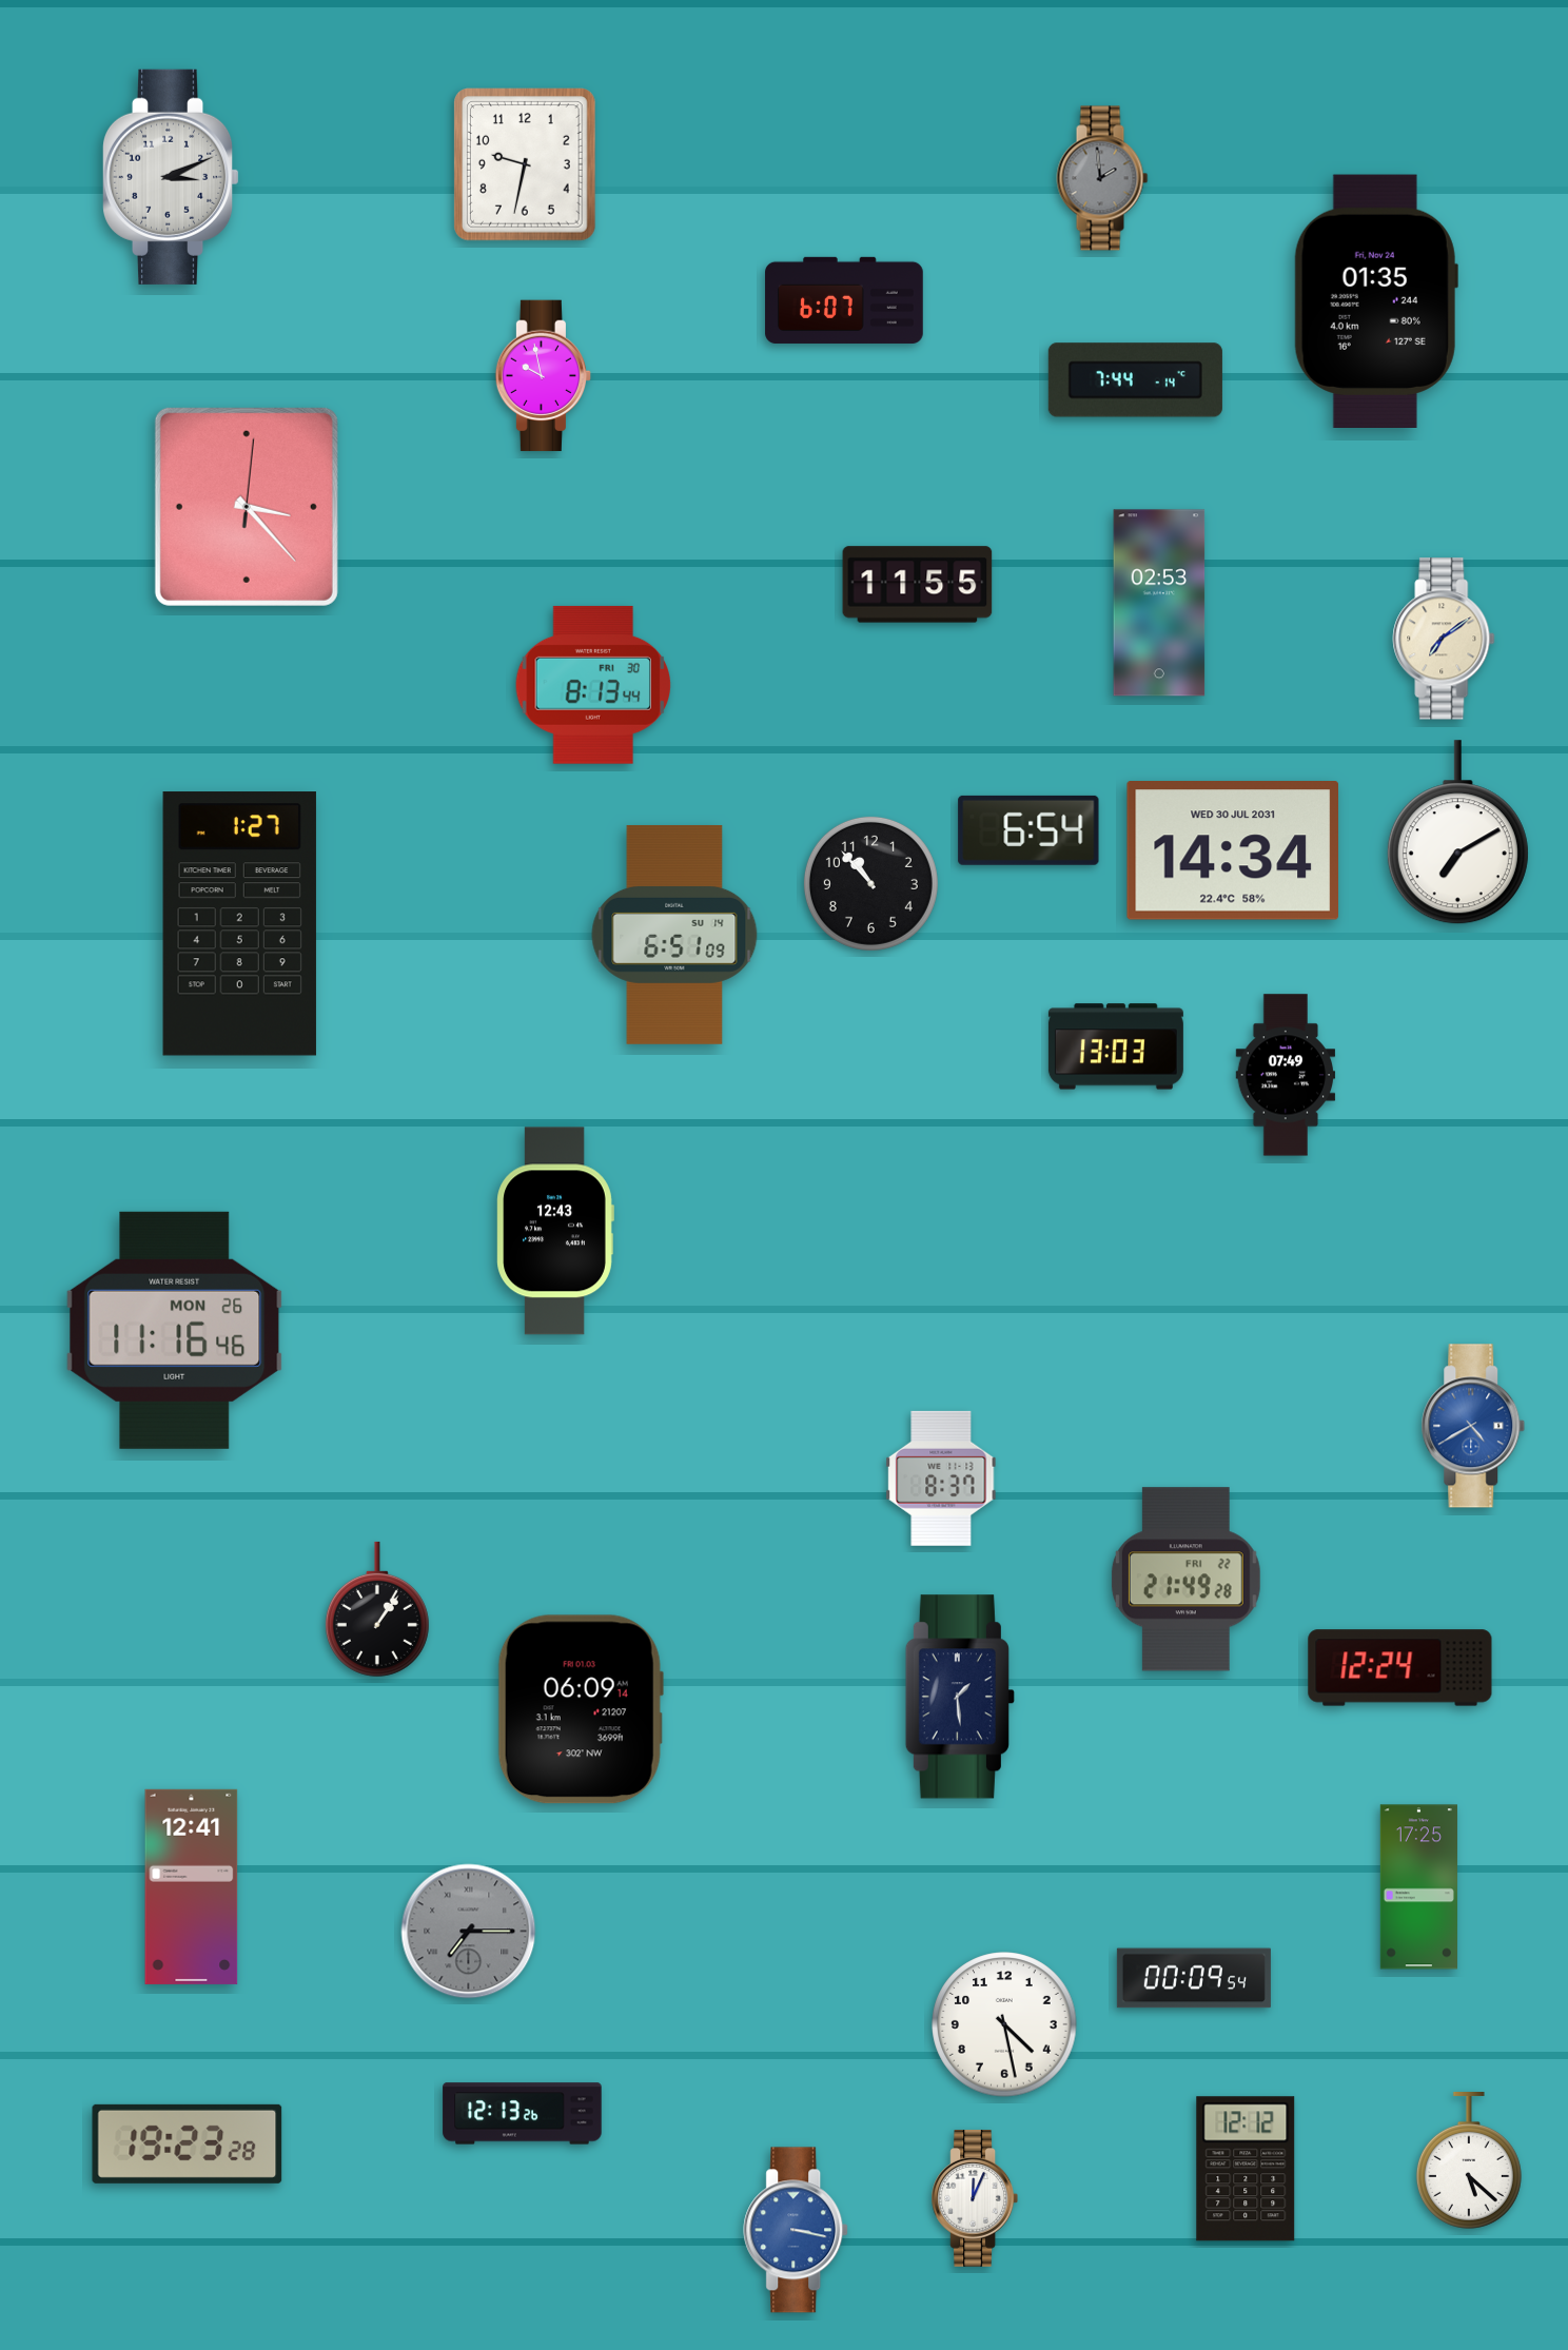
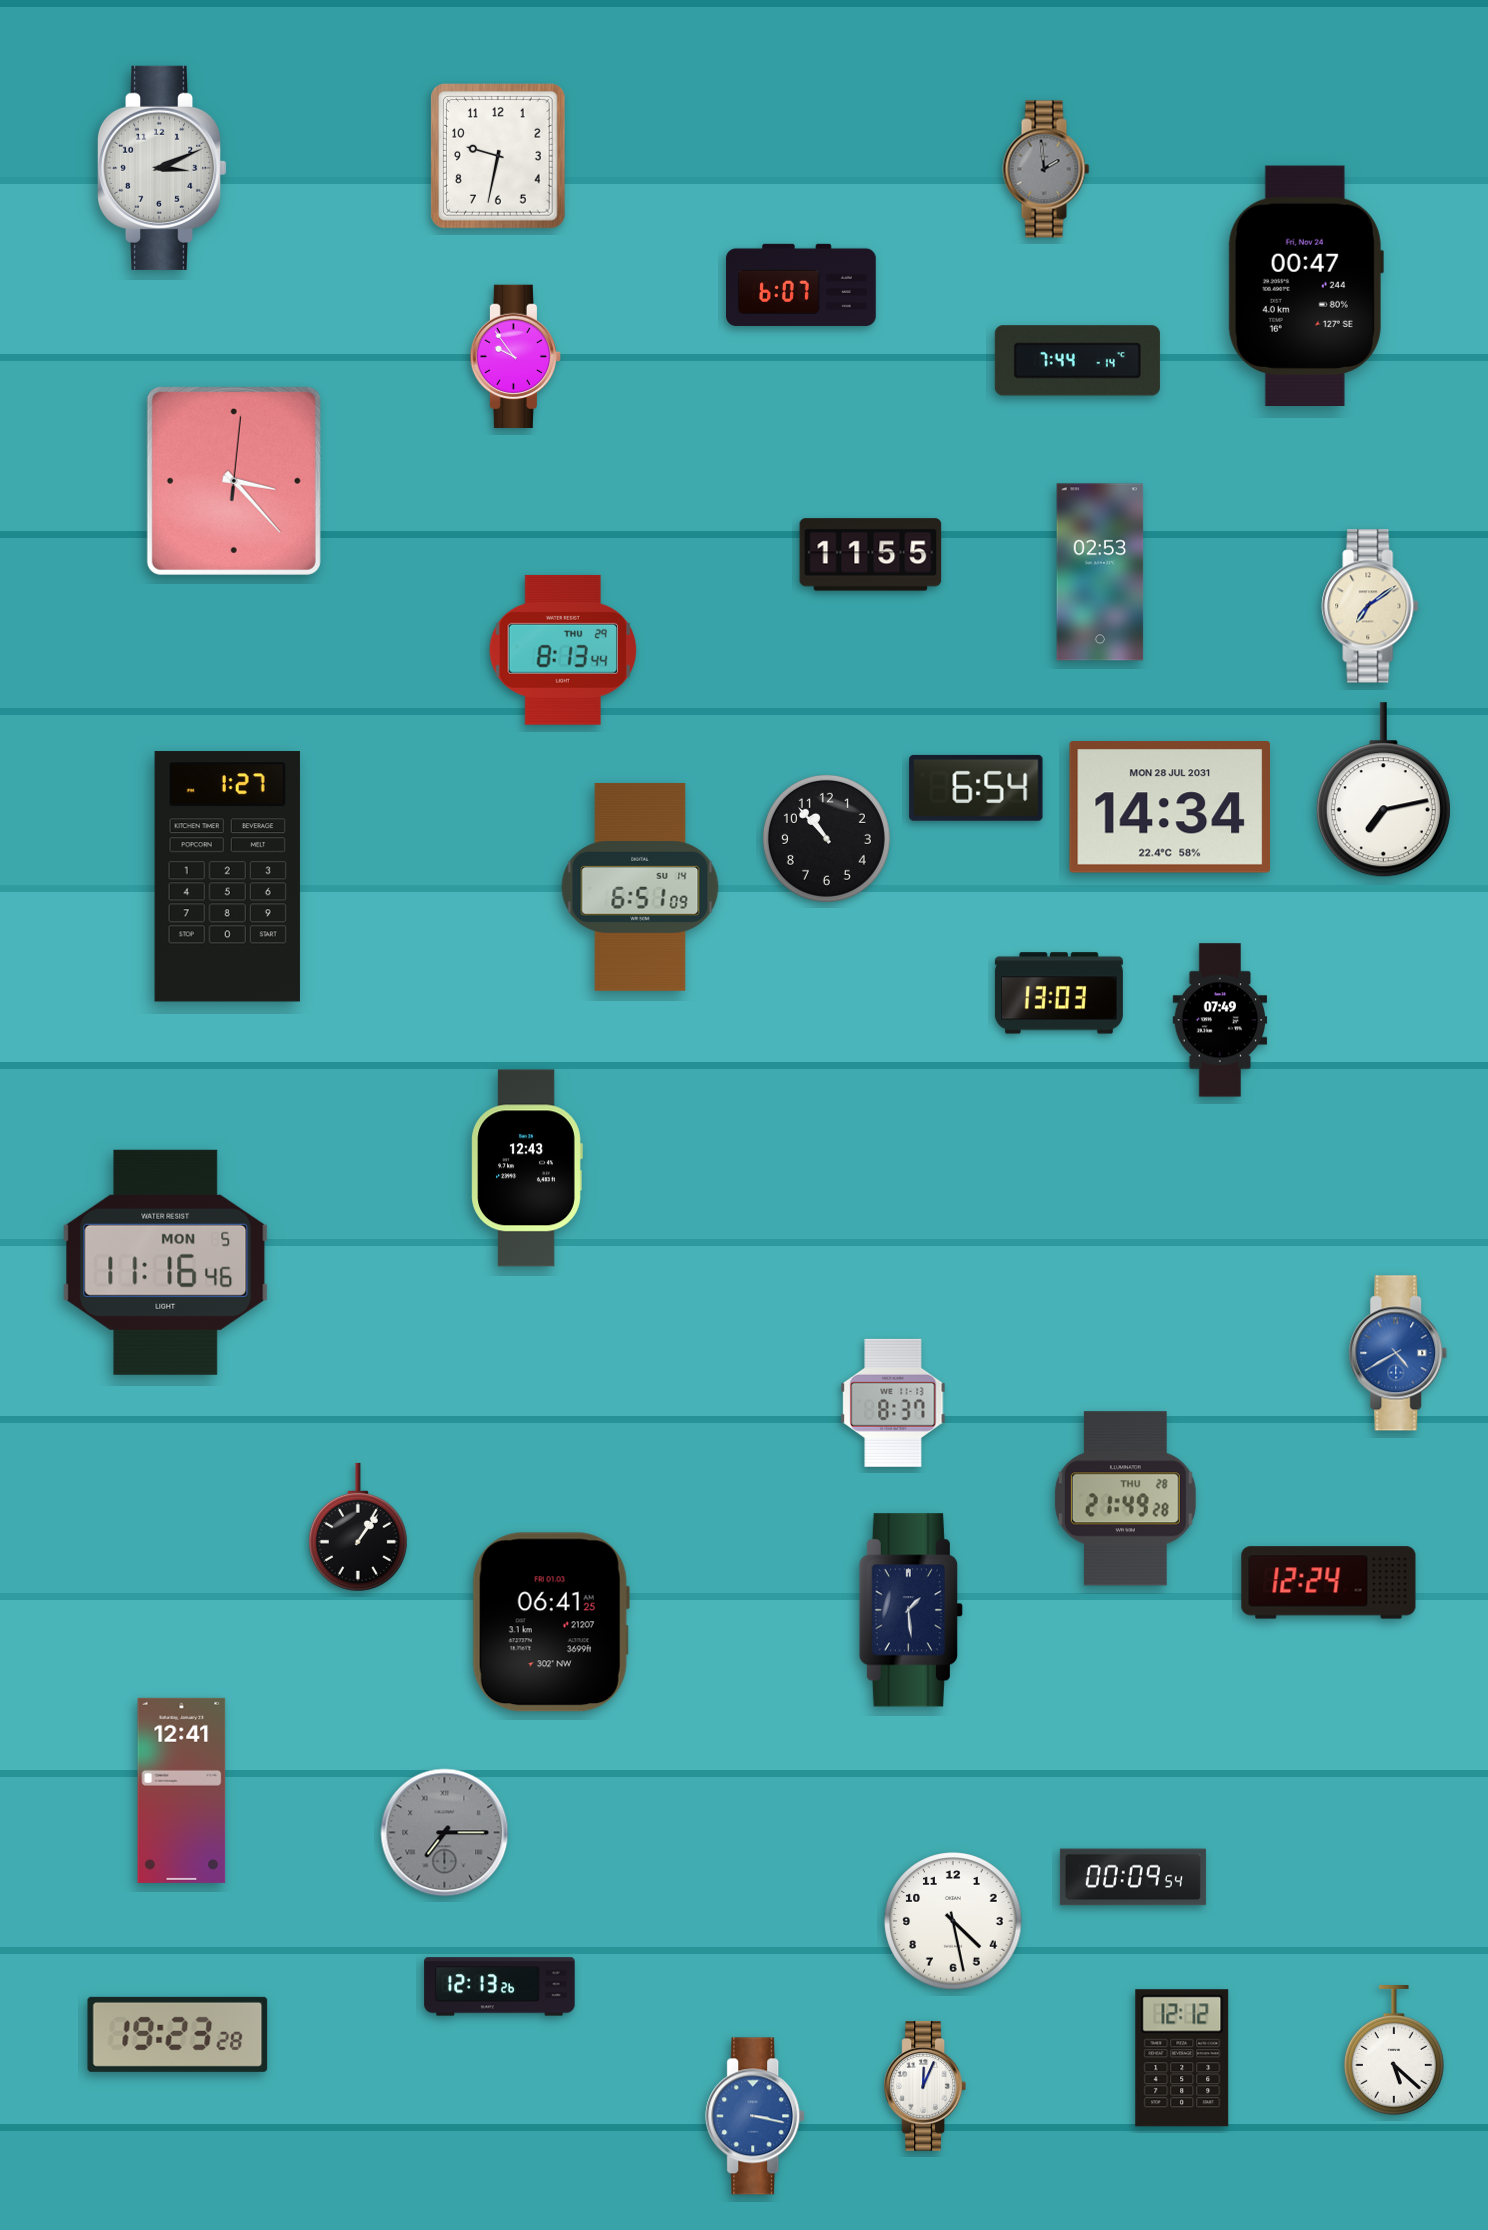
clock at (1376, 300): 01:35 -> 00:47
clock at (544, 376): 9:58 -> 9:54
clock at (593, 685) date: FRI 30 -> THU 29
clock at (1457, 833): 7:10 -> 7:13
clock at (1232, 851) date: WED 30 JUL 2031 -> MON 28 JUL 2031
clock at (175, 1330) date: MON 26 -> MON 5
clock at (1185, 1580) date: FRI 22 -> THU 28
clock at (581, 1709): 06:09 -> 06:41
clock at (1418, 1887): 17:25 -> none
clock at (523, 2114) position: (523, 2114) -> (500, 1987)
